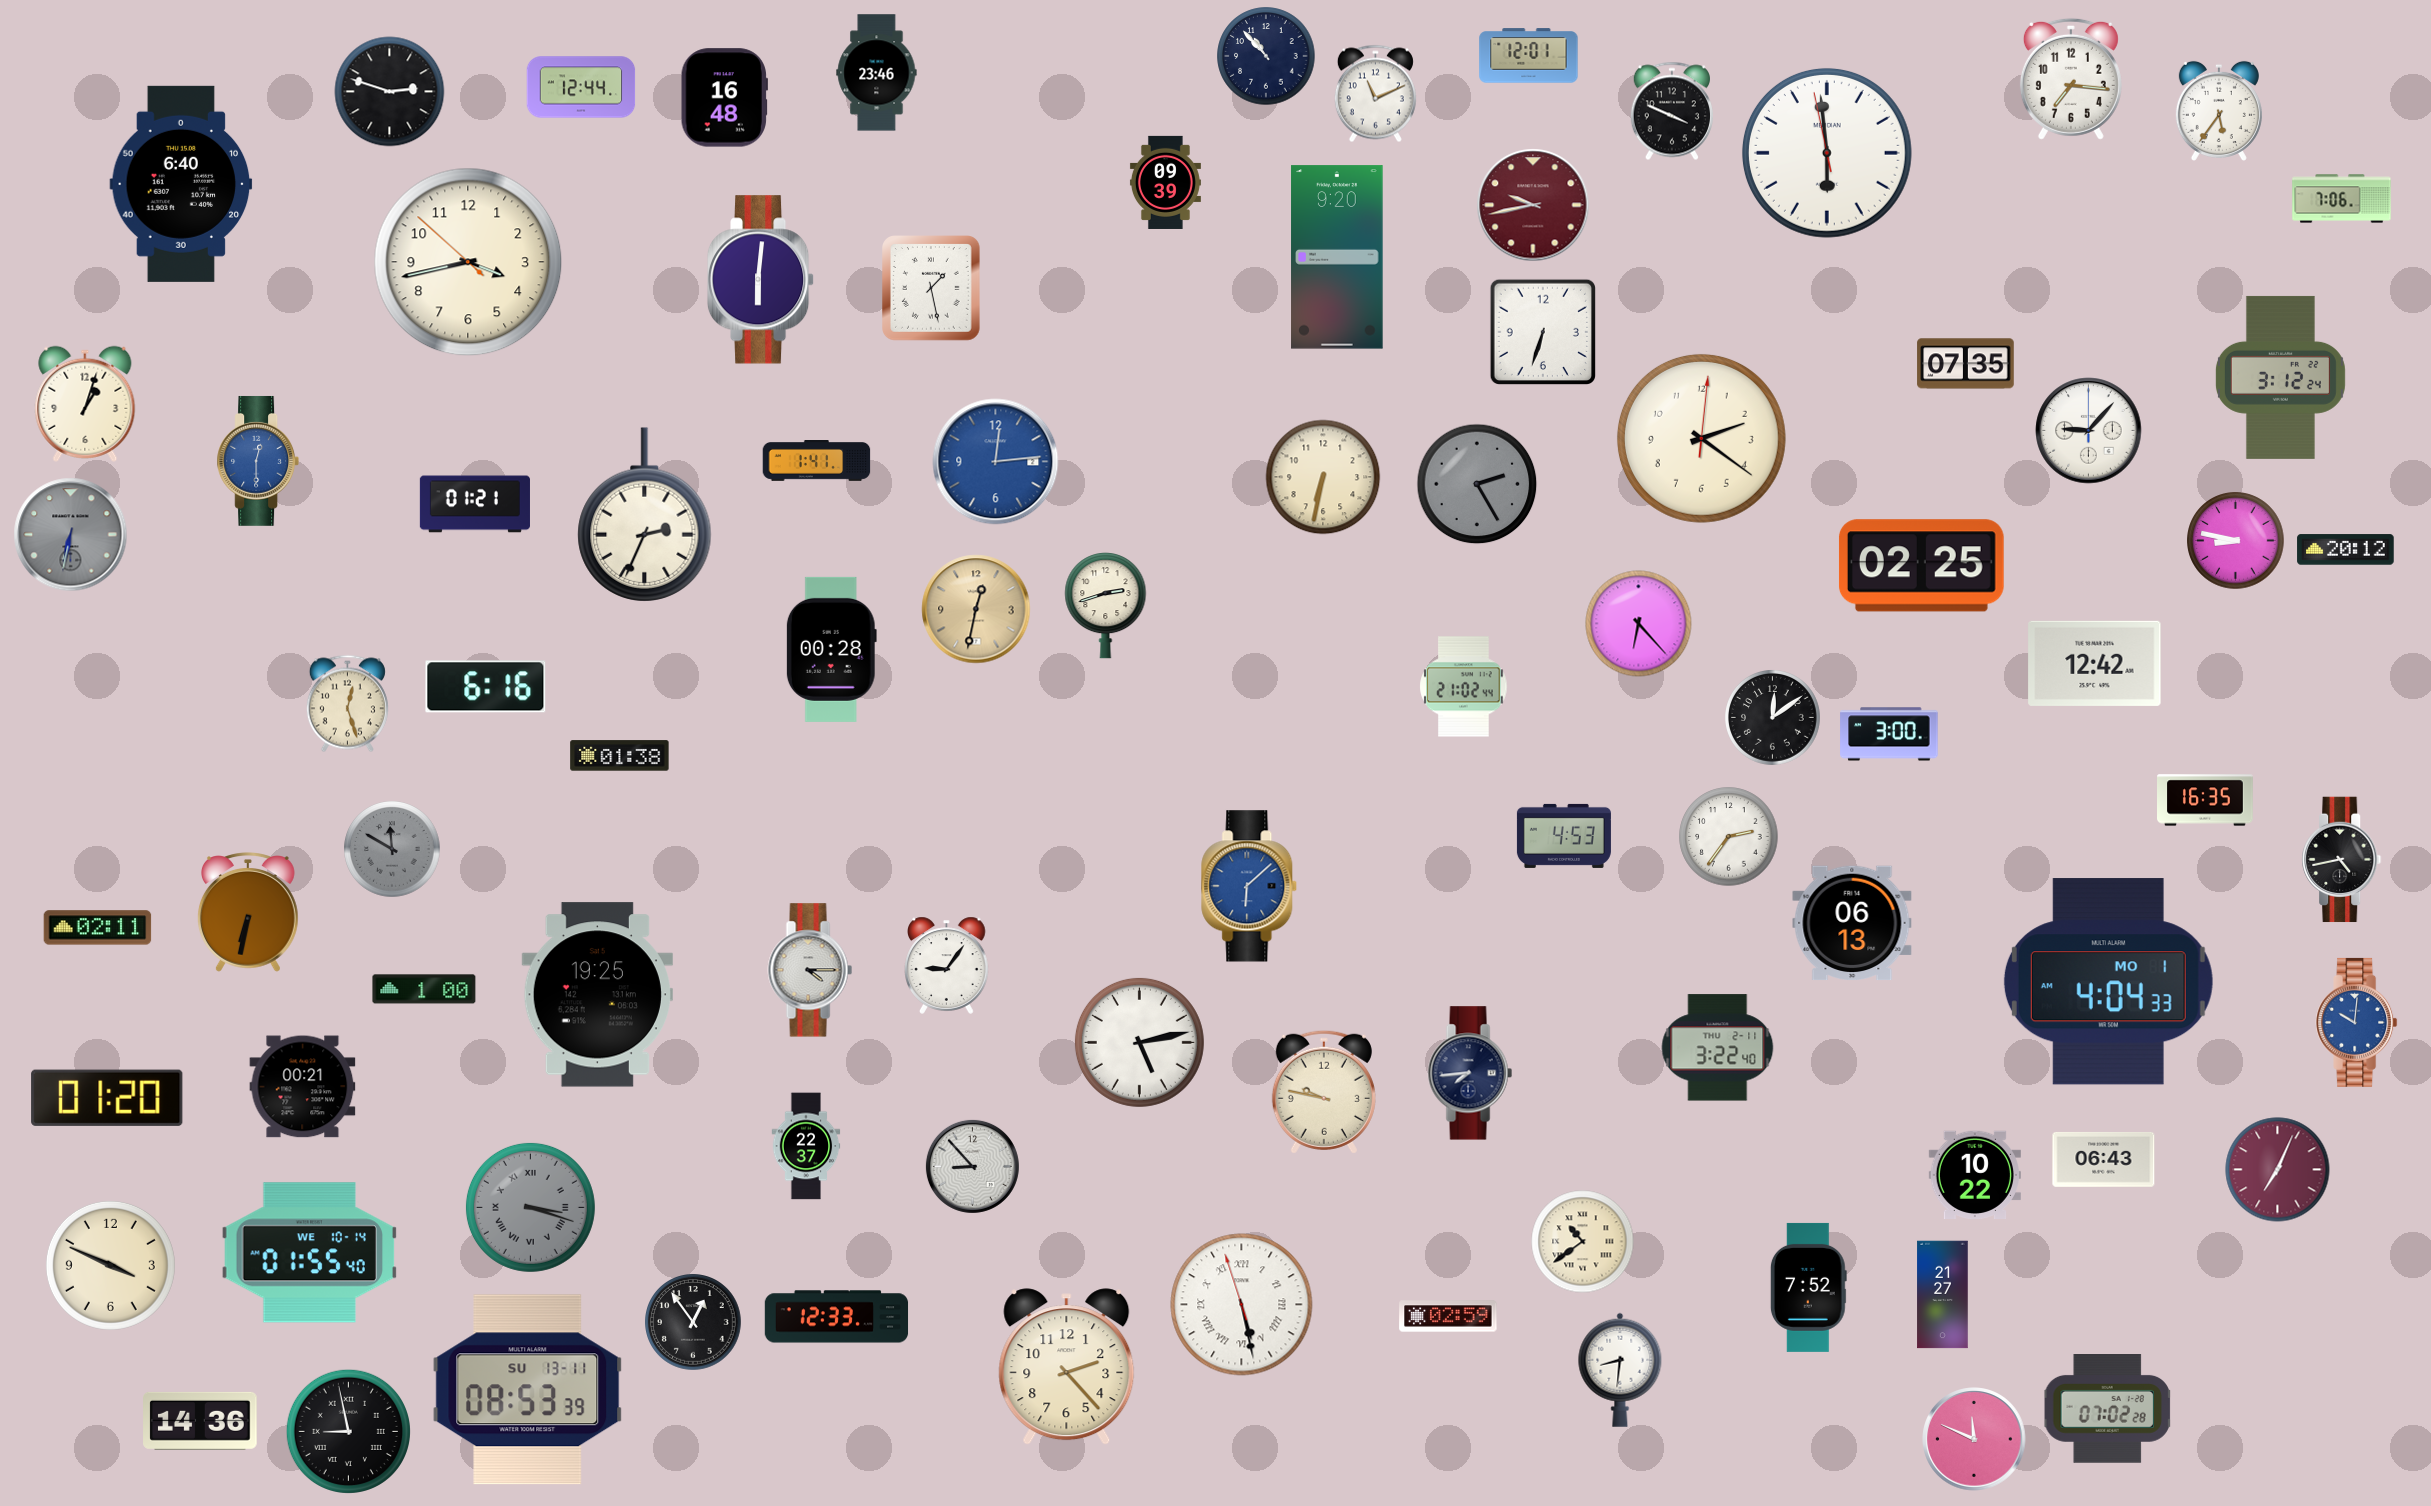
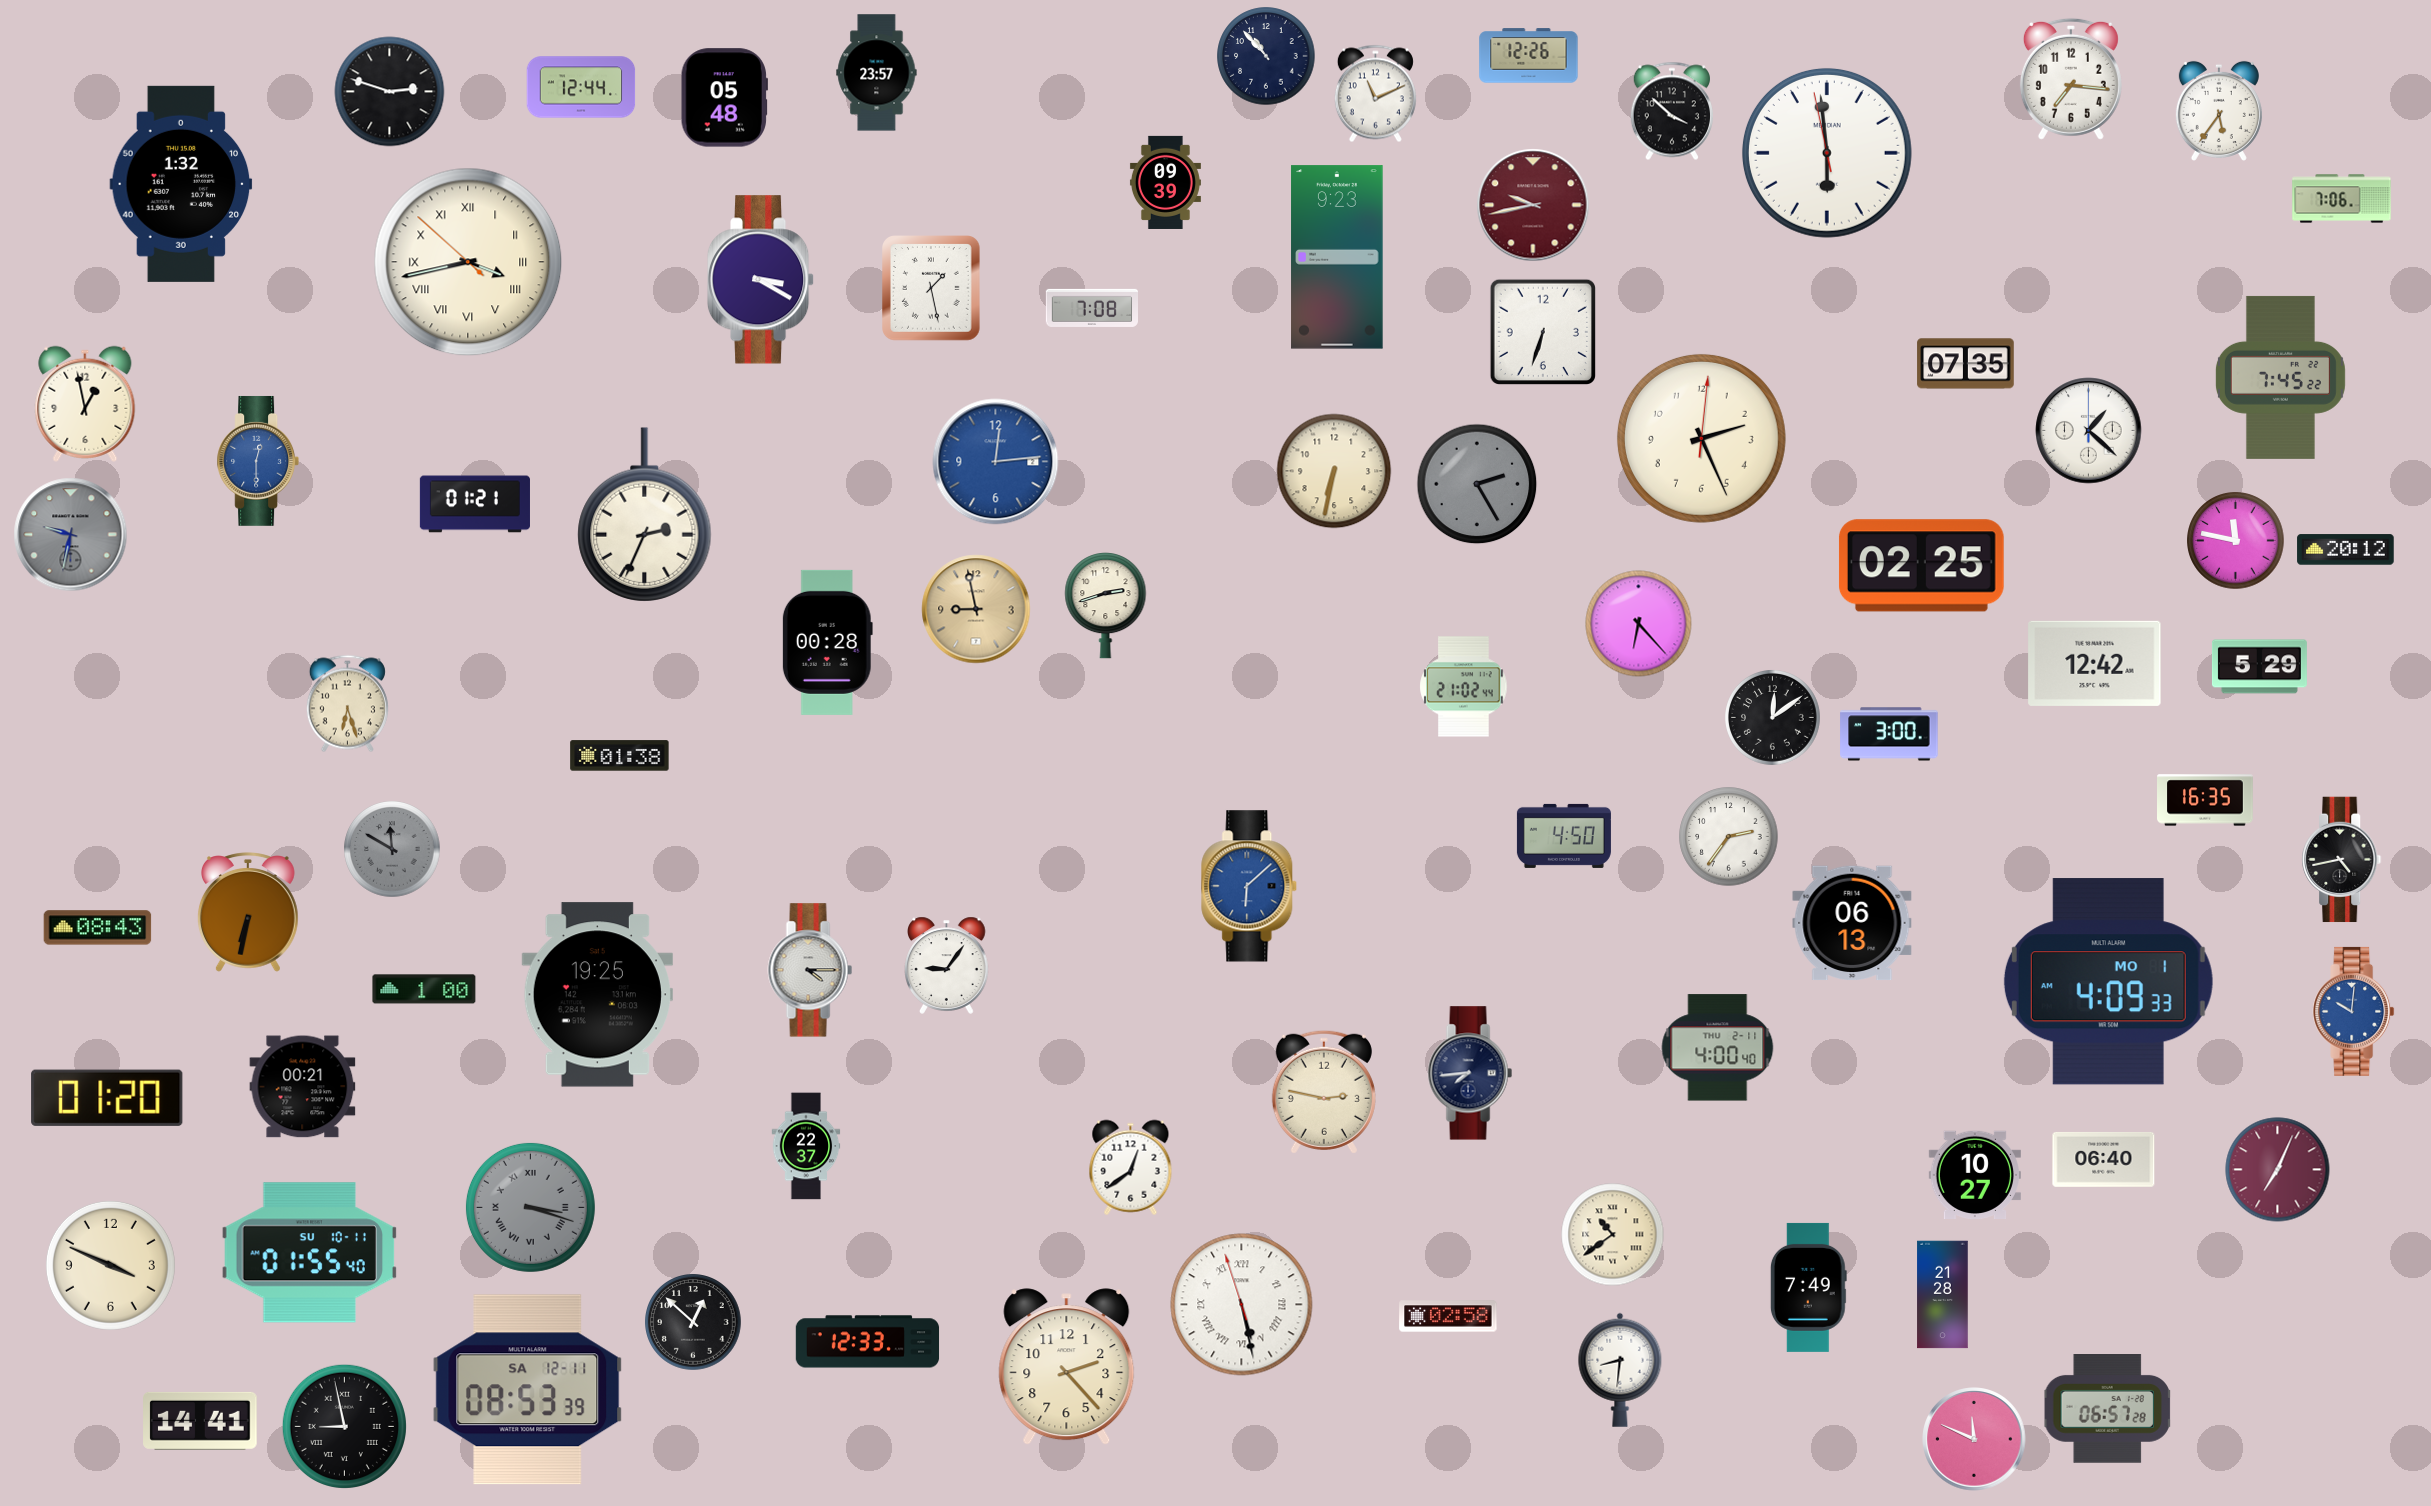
clock at (1529, 56): 12:01 -> 12:26
clock at (877, 73): 23:46 -> 23:57
clock at (724, 98): 16:48 -> 05:48
clock at (1672, 111): 3:49 -> 3:52
clock at (181, 184): 6:40 -> 1:32
clock at (1337, 257): 9:20 -> 9:23
clock at (468, 262) numerals: Arabic -> Roman
clock at (761, 280): 6:01 -> 3:20
clock at (1091, 308): none -> 7:08
clock at (2280, 377): 3:12 -> 7:45
clock at (85, 404): 1:03 -> 12:58
clock at (2089, 431): 9:07 -> 1:22
clock at (1701, 438): 2:21 -> 2:26
clock at (817, 461): 1:41 -> none
clock at (1323, 477) position: (1323, 477) -> (1334, 471)
clock at (71, 535): 6:32 -> 9:32
clock at (2236, 541): 8:47 -> 11:47
clock at (976, 609): 12:32 -> 8:58
clock at (831, 649) position: (831, 649) -> (827, 642)
clock at (2259, 667): none -> 5:29
clock at (486, 687): 6:16 -> none
clock at (347, 704): 12:27 -> 6:27
clock at (1564, 836): 4:53 -> 4:50
clock at (98, 928): 02:11 -> 08:43
clock at (2108, 982): 4:04 -> 4:09
clock at (2357, 1022) position: (2357, 1022) -> (2354, 1011)
clock at (1139, 1042): 5:13 -> none
clock at (1718, 1048): 3:22 -> 4:00
clock at (1324, 1092): 9:47 -> 2:47
clock at (2104, 1159): 06:43 -> 06:40
clock at (972, 1166): 8:53 -> none
clock at (1131, 1168): none -> 12:39
clock at (1975, 1174): 10:22 -> 10:27
clock at (1583, 1242) position: (1583, 1242) -> (1613, 1235)
clock at (310, 1253) date: WE 10-14 -> SU 10-11
clock at (1808, 1287): 7:52 -> 7:49
clock at (1943, 1295): 21:27 -> 21:28
clock at (1448, 1316): 02:59 -> 02:58
clock at (837, 1317) position: (837, 1317) -> (868, 1342)
clock at (693, 1322): 12:54 -> 12:52
clock at (528, 1390) date: SU 13-11 -> SA 12-11
clock at (2107, 1409): 07:02 -> 06:57
clock at (200, 1421): 14:36 -> 14:41
clock at (348, 1431) position: (348, 1431) -> (344, 1426)
